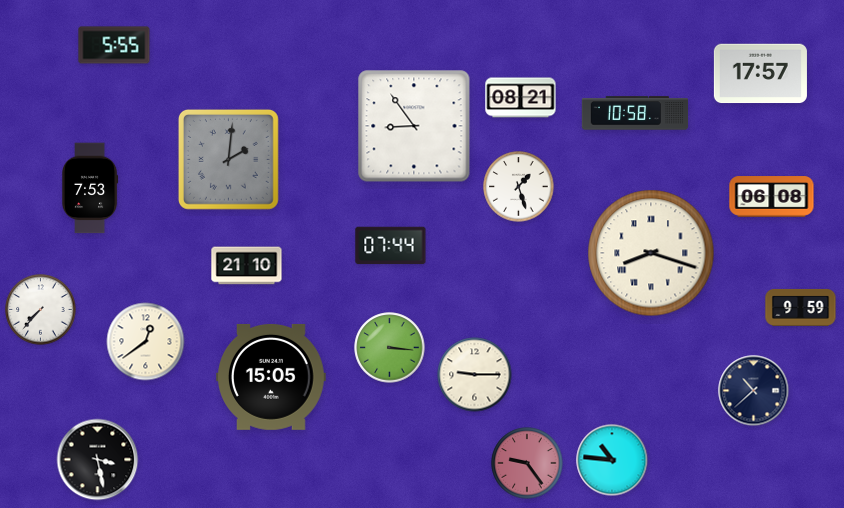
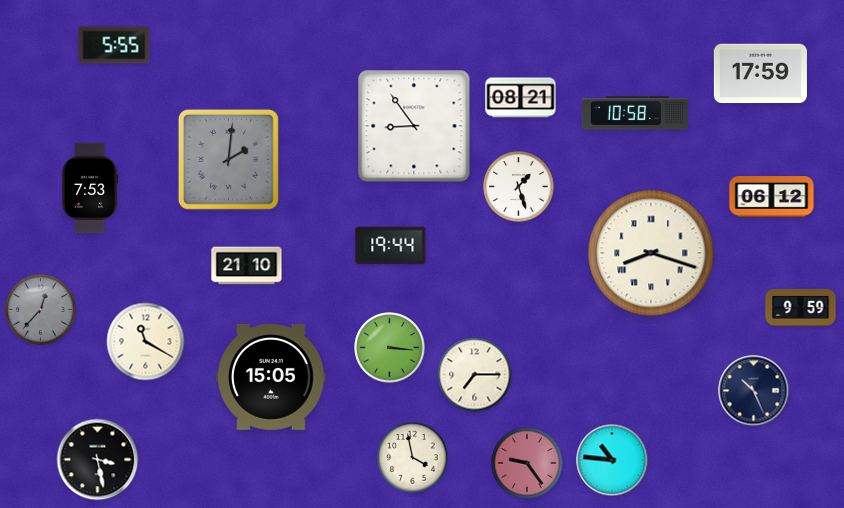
clock at (760, 74): 17:57 -> 17:59
clock at (772, 197): 06:08 -> 06:12
clock at (391, 246): 07:44 -> 19:44
clock at (41, 310): 7:37 -> 12:37
clock at (41, 310) dial: white -> grey
clock at (146, 342): 12:39 -> 11:20
clock at (475, 375): 9:15 -> 7:15
clock at (754, 391): 10:38 -> 10:26
clock at (413, 458): none -> 3:58
